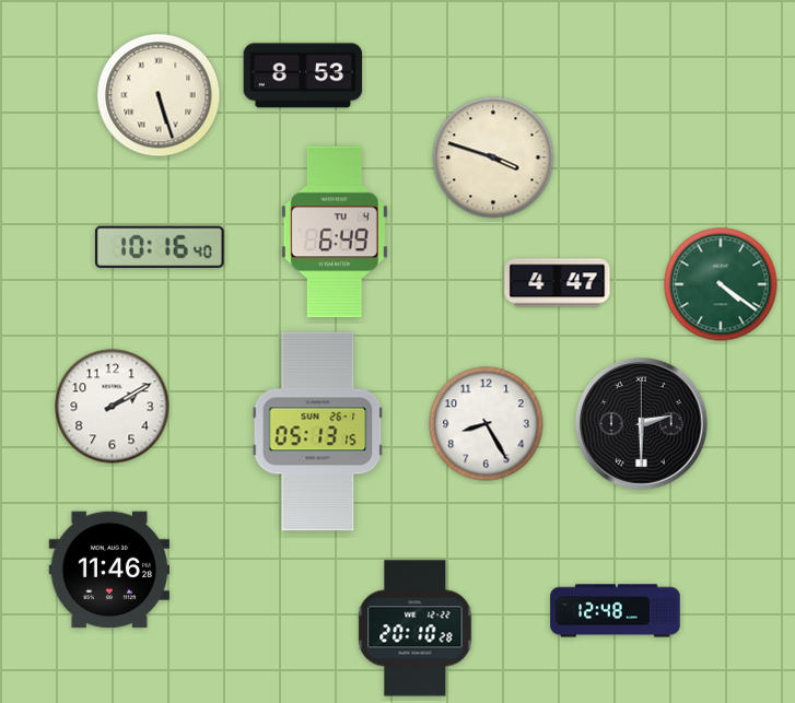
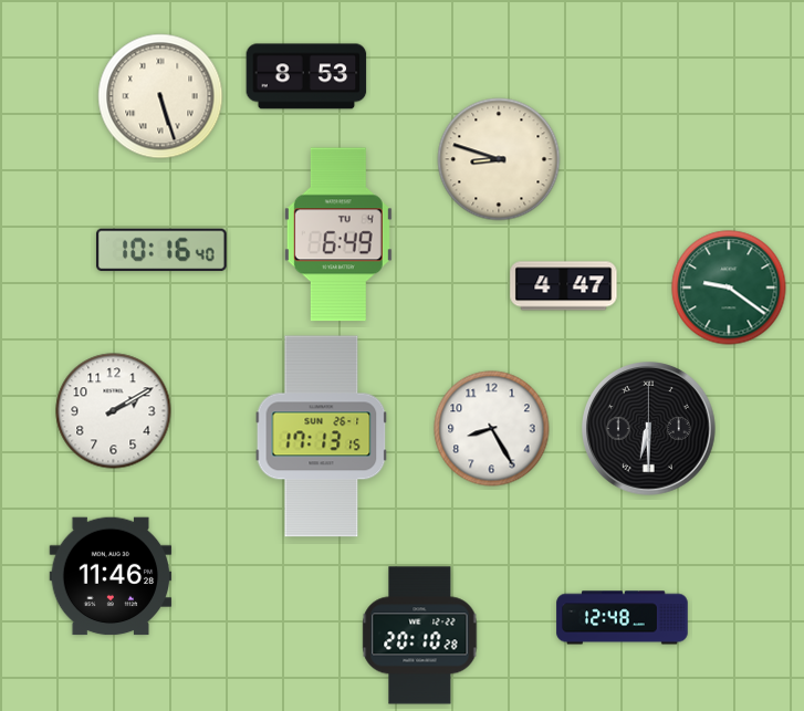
clock at (493, 157): 3:48 -> 8:48
clock at (721, 284): 4:21 -> 9:21
clock at (642, 424): 2:30 -> 6:30
clock at (318, 432): 05:13 -> 17:13
